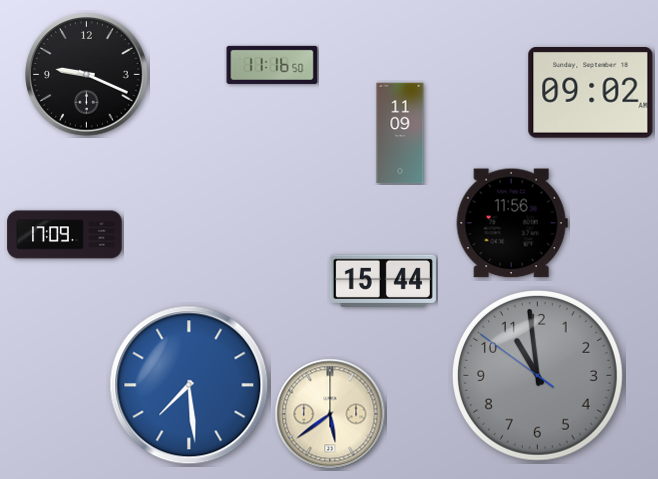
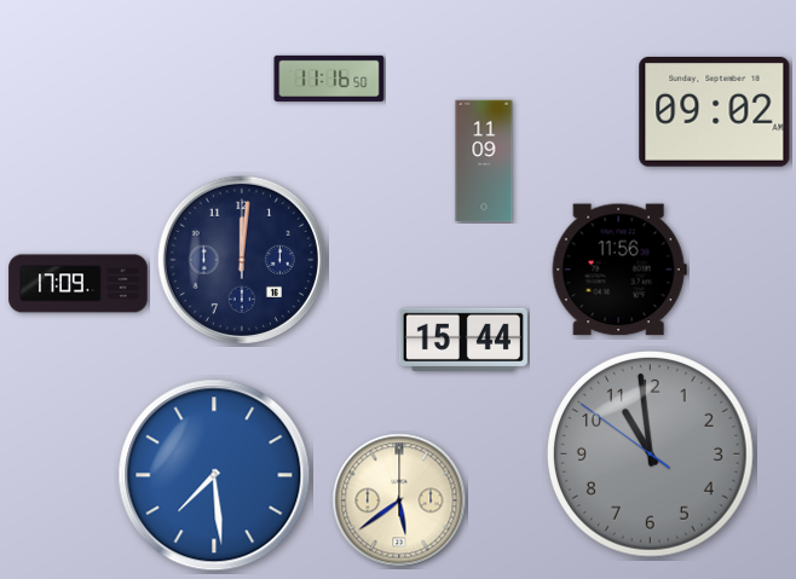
clock at (87, 75): 9:19 -> none
clock at (242, 260): none -> 12:01
clock at (189, 385) position: (189, 385) -> (214, 475)
